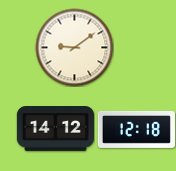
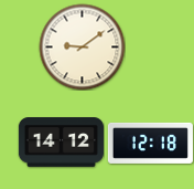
clock at (74, 47) position: (74, 47) -> (82, 46)
